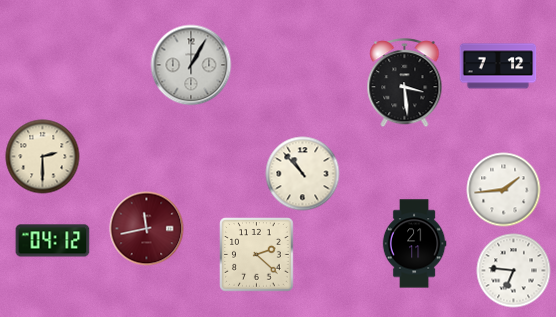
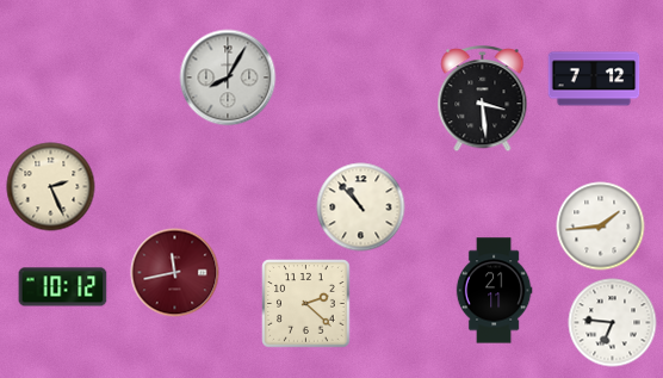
clock at (191, 65): 1:05 -> 8:05
clock at (43, 157): 2:30 -> 2:26
clock at (53, 241): 04:12 -> 10:12
